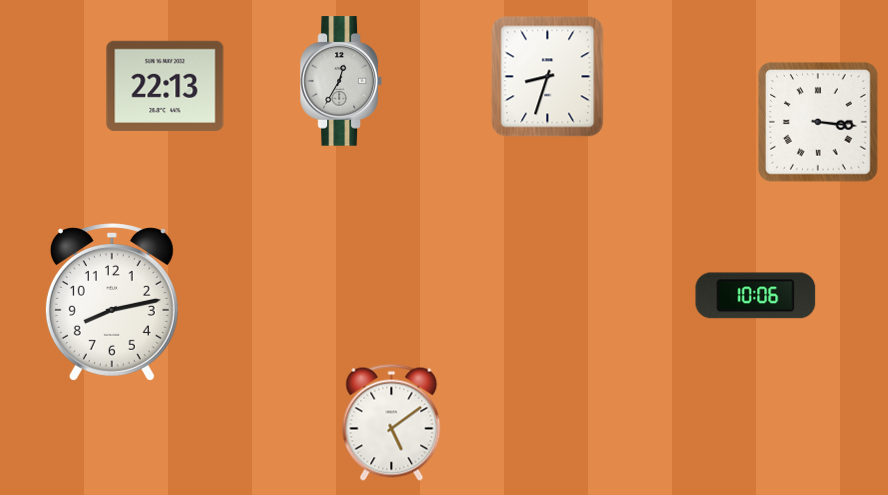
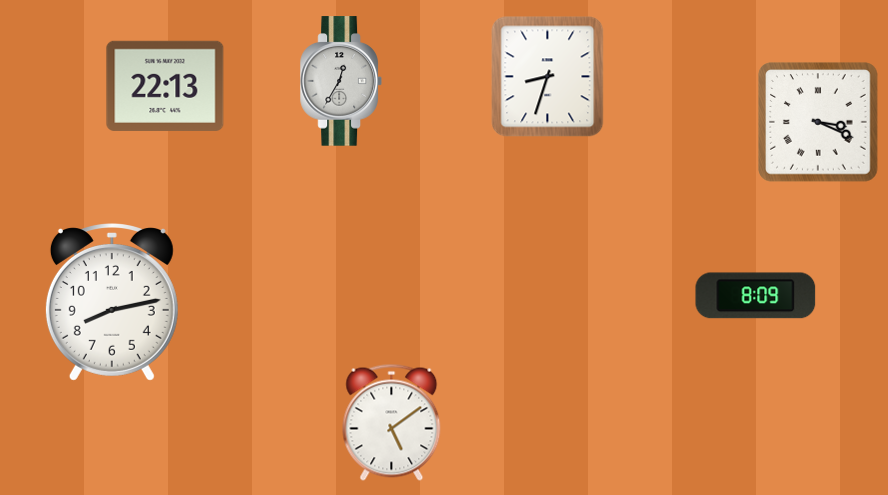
clock at (818, 122): 3:16 -> 3:19
clock at (756, 296): 10:06 -> 8:09
